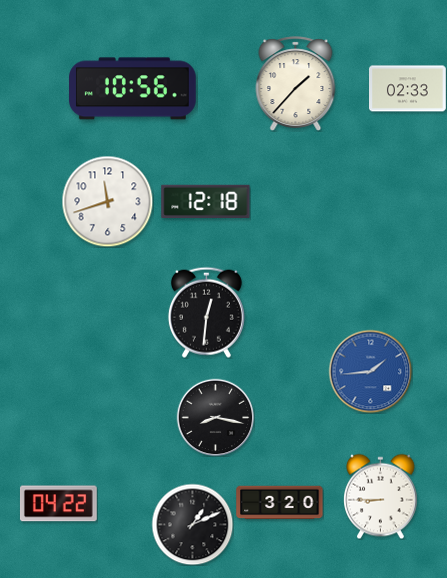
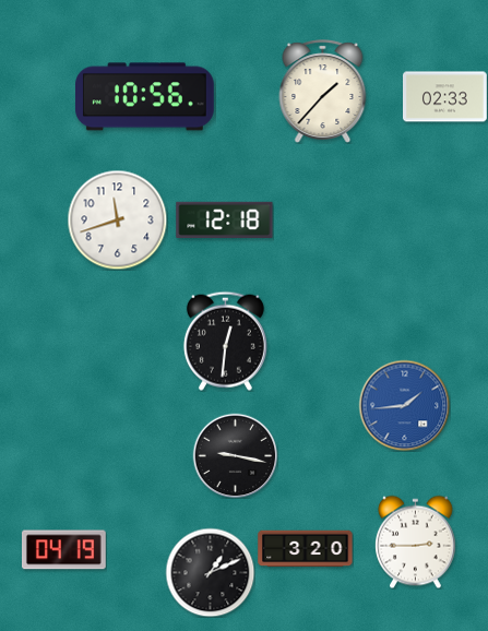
clock at (215, 417): 8:17 -> 9:17
clock at (381, 496): 8:45 -> 2:45
clock at (58, 504): 04:22 -> 04:19
